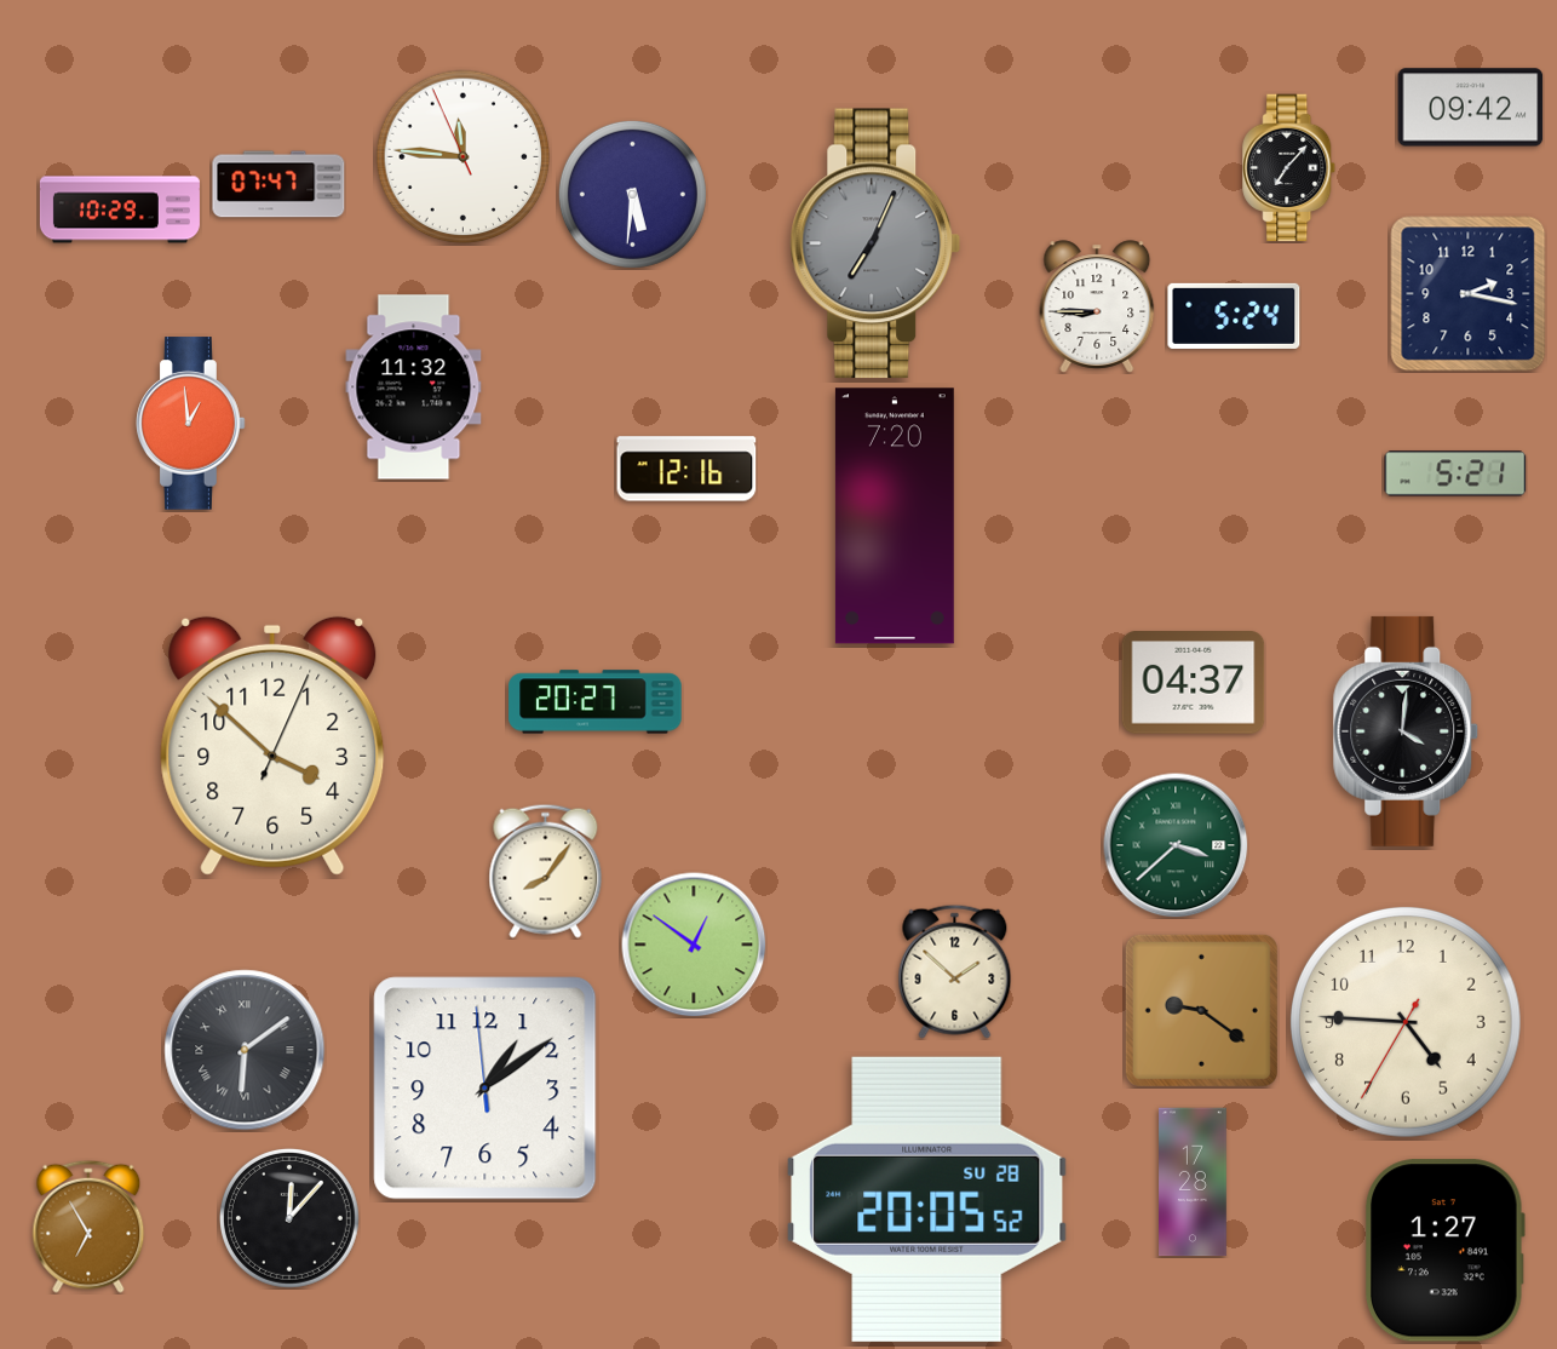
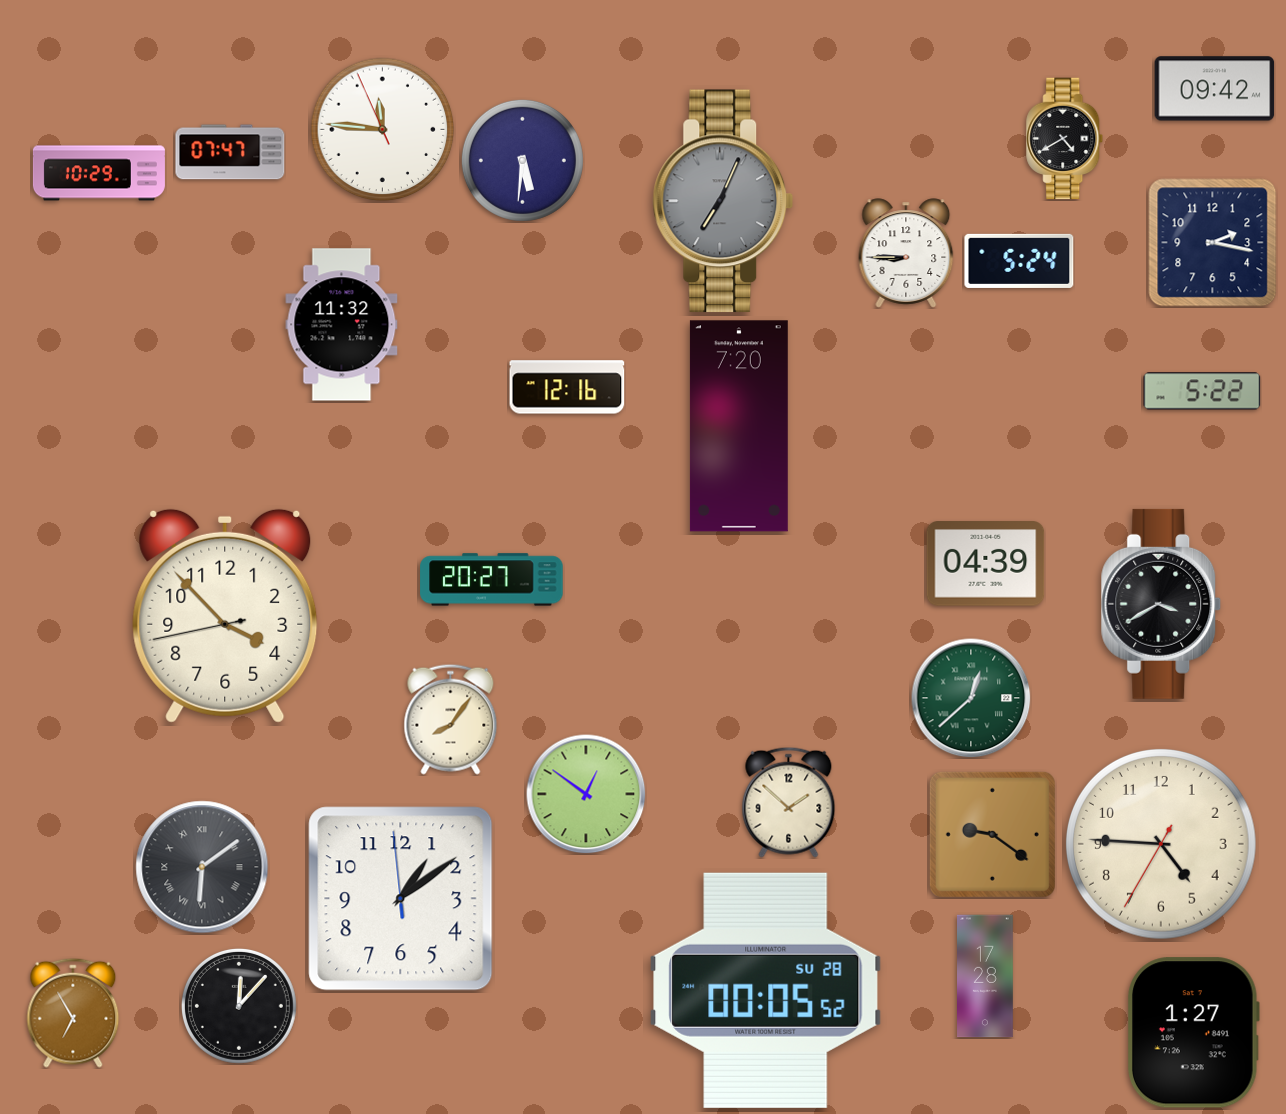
clock at (1289, 168): 7:07 -> 4:40
clock at (414, 388) position: (414, 388) -> (342, 325)
clock at (191, 424): 12:59 -> none
clock at (1455, 473): 5:21 -> 5:22
clock at (1194, 683): 04:37 -> 04:39
clock at (1406, 731): 4:01 -> 3:40
clock at (272, 746): 3:52:04 -> 3:52:43
clock at (1176, 845): 3:38 -> 12:38
clock at (694, 945) position: (694, 945) -> (586, 794)
clock at (927, 1199): 20:05 -> 00:05
